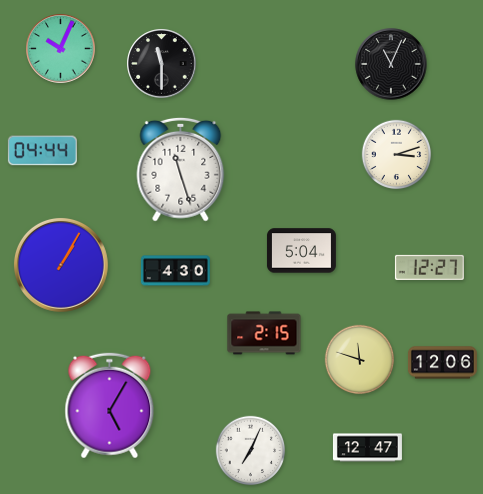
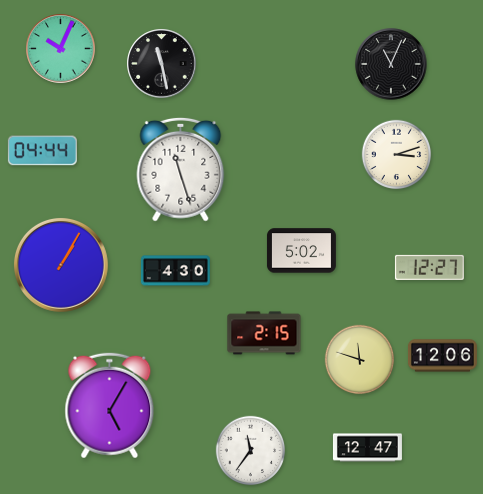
clock at (162, 64): 11:30 -> 11:28
clock at (301, 251): 5:04 -> 5:02
clock at (442, 363) position: (442, 363) -> (442, 356)
clock at (251, 451): 7:04 -> 11:36
